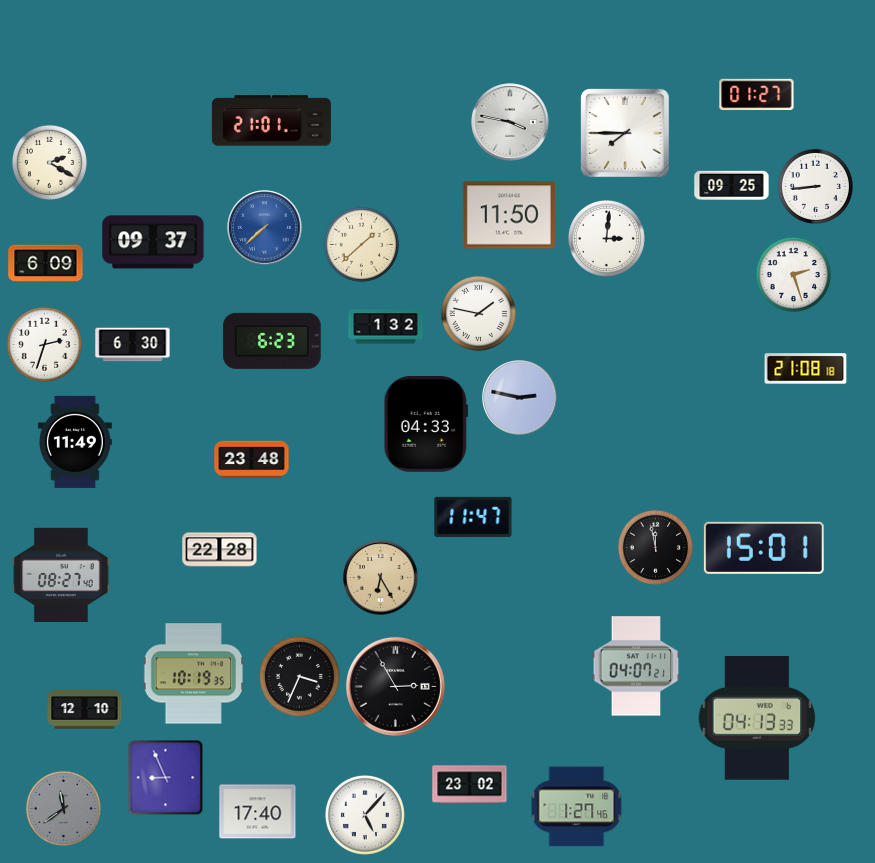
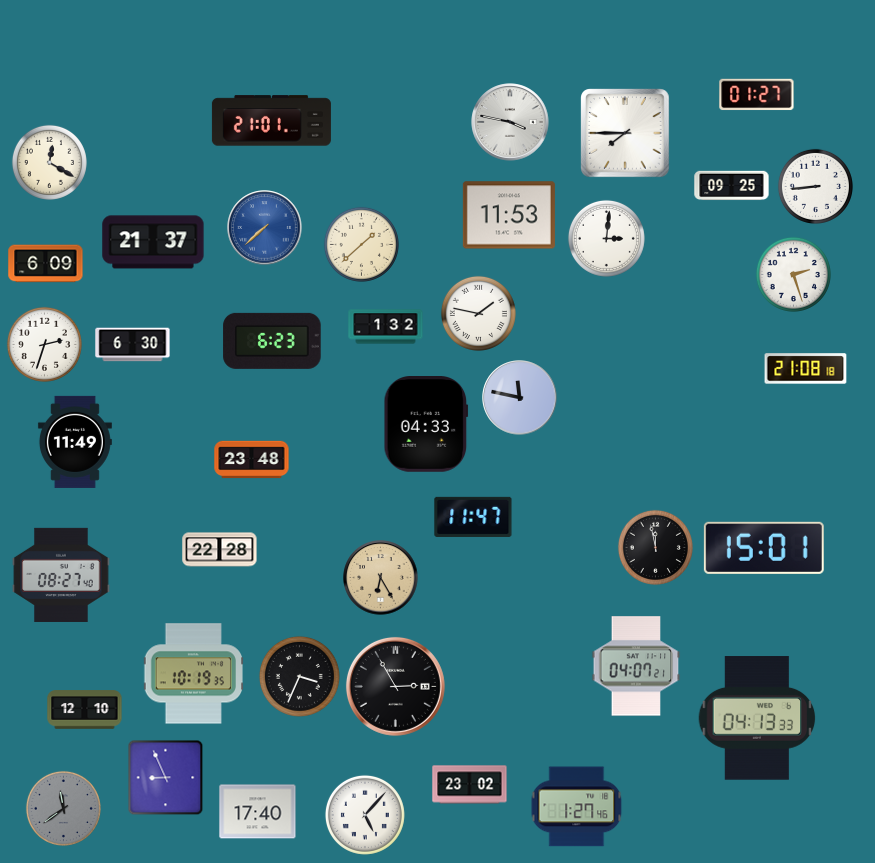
clock at (49, 162): 2:20 -> 12:20
clock at (509, 215): 11:50 -> 11:53
clock at (153, 242): 09:37 -> 21:37
clock at (520, 398): 2:47 -> 11:47
